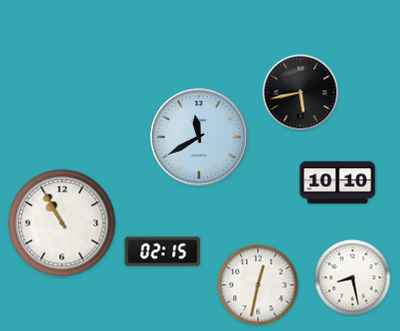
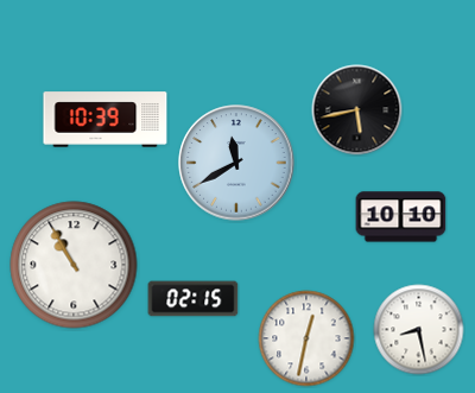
clock at (106, 120): none -> 10:39
